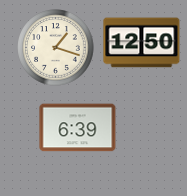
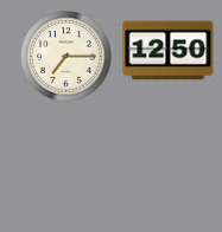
clock at (56, 48): 1:18 -> 7:15
clock at (78, 128): 6:39 -> none
